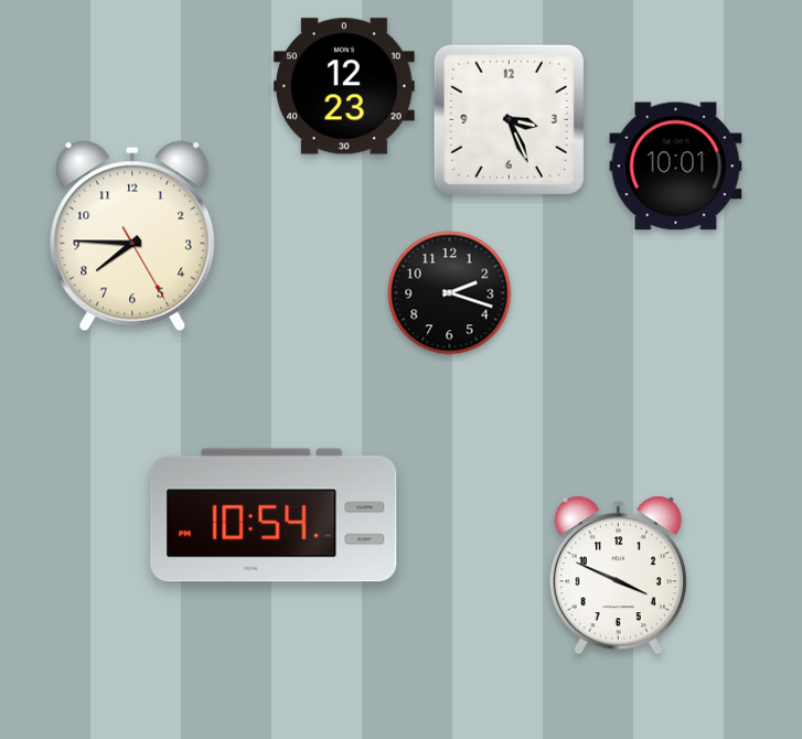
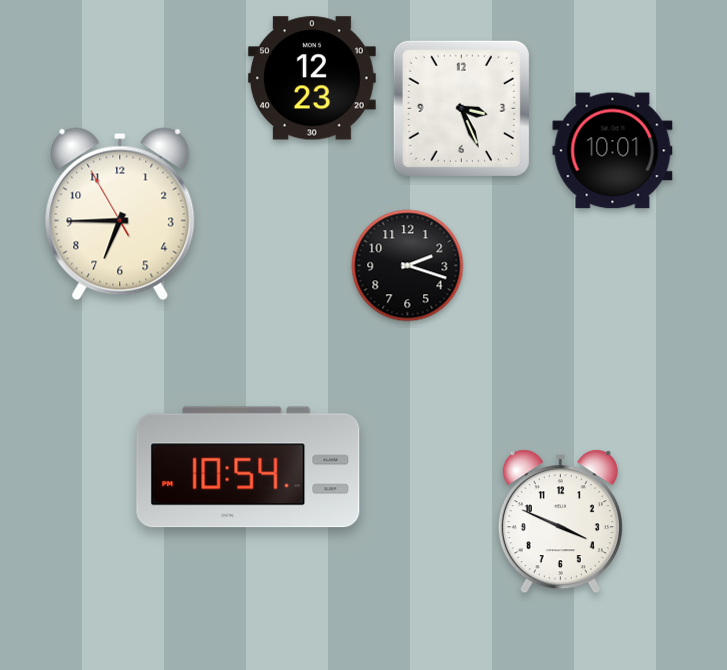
clock at (132, 236): 7:45 -> 6:44
